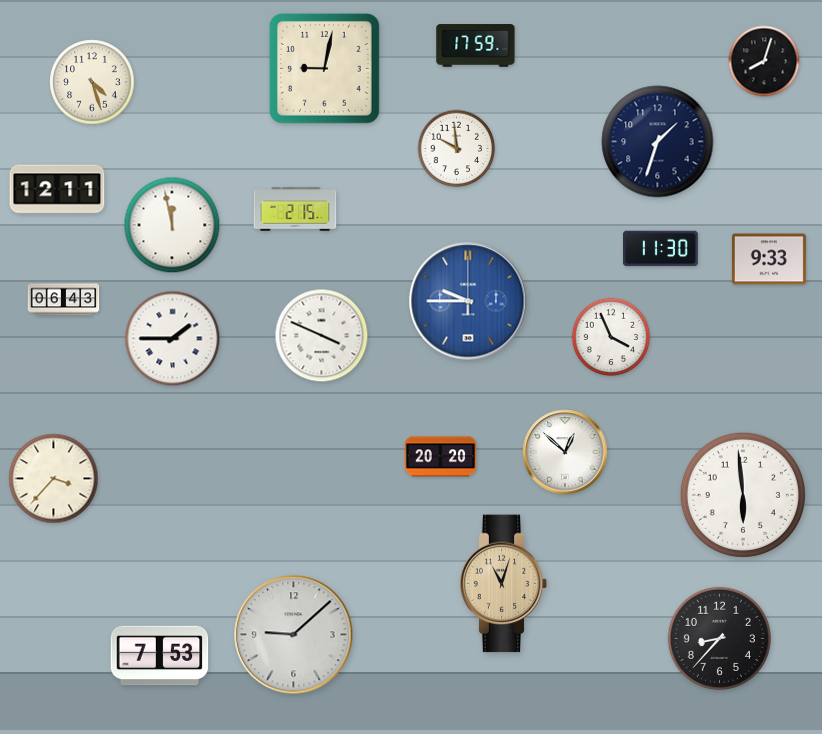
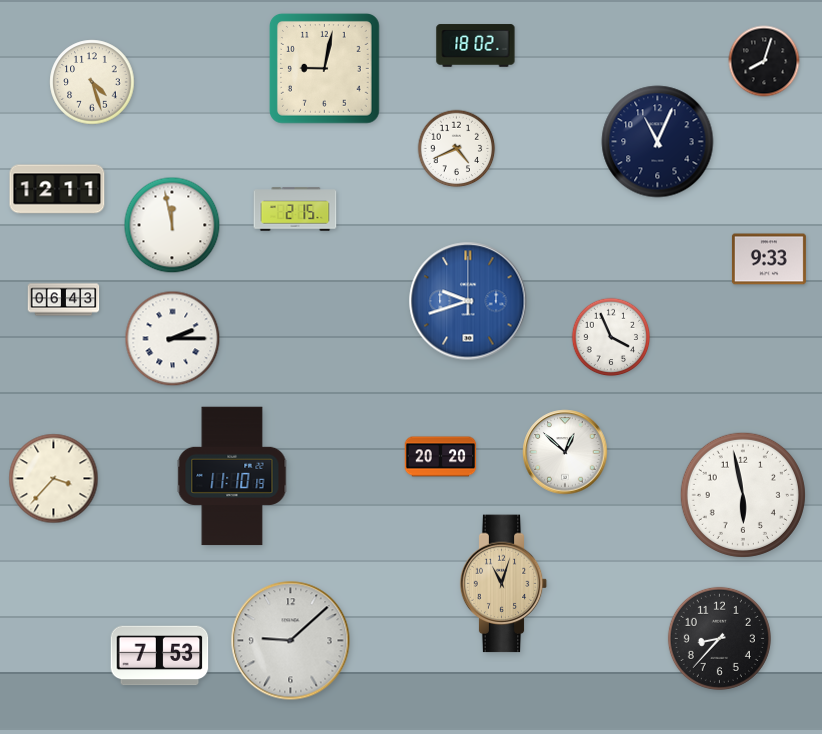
clock at (476, 46): 17:59 -> 18:02
clock at (658, 142): 1:33 -> 11:04
clock at (457, 149): 9:59 -> 4:41
clock at (661, 249): 11:30 -> none
clock at (468, 301): 9:45 -> 9:42
clock at (322, 336): 3:49 -> none
clock at (173, 339): 1:45 -> 2:15
clock at (232, 476): none -> 11:10
clock at (743, 495): 5:59 -> 5:58
clock at (294, 635) position: (294, 635) -> (291, 641)
